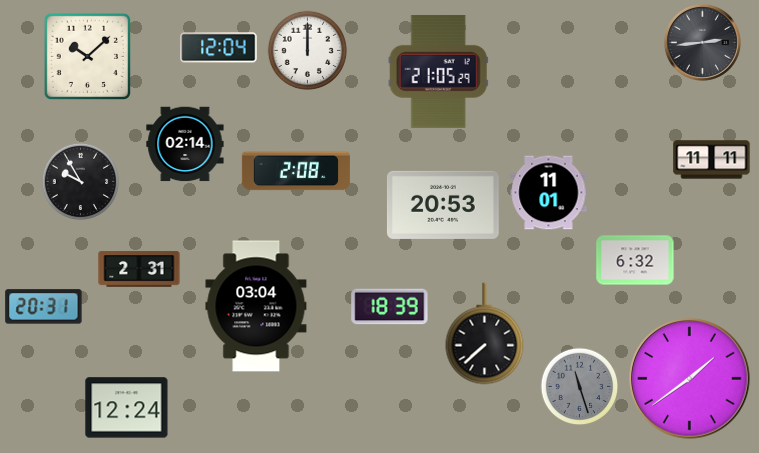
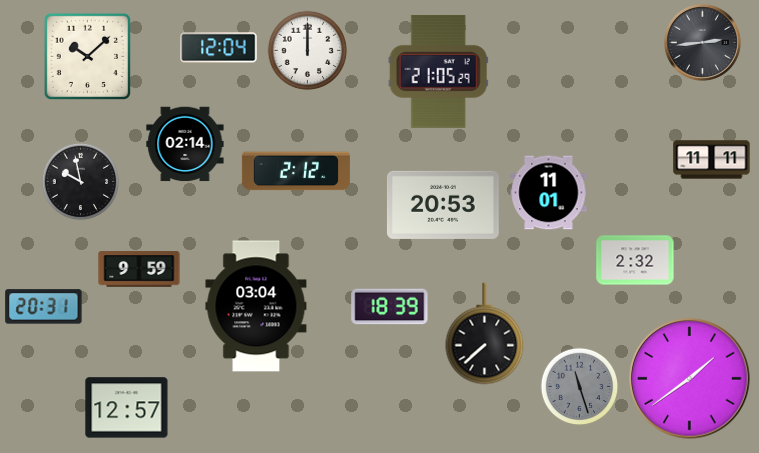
clock at (296, 171): 2:08 -> 2:12
clock at (80, 181): 9:55 -> 9:58
clock at (635, 260): 6:32 -> 2:32
clock at (139, 269): 2:31 -> 9:59
clock at (127, 408): 12:24 -> 12:57
